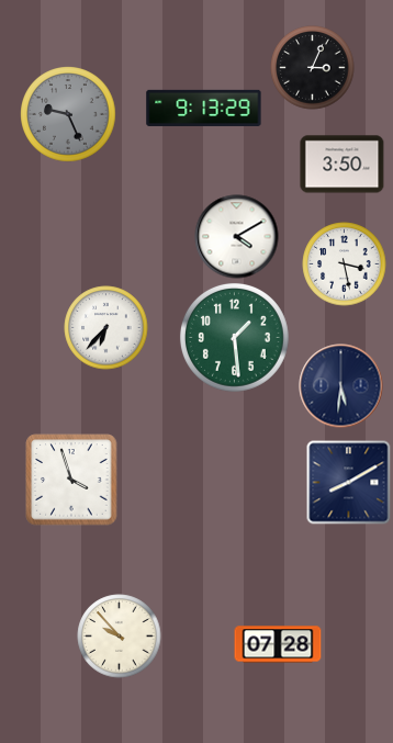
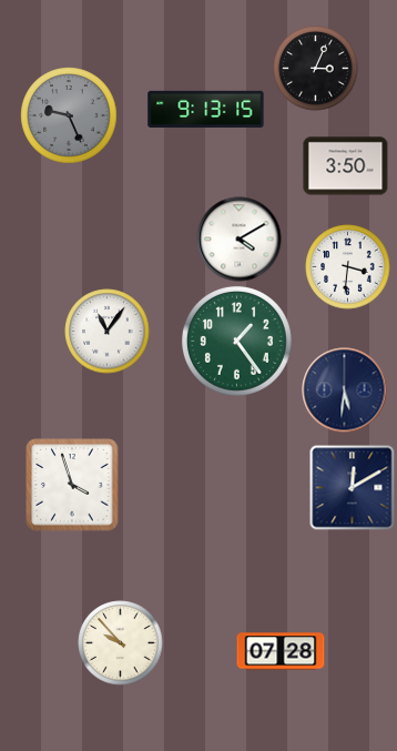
clock at (204, 108): 9:13:29 -> 9:13:15
clock at (345, 264): 3:28 -> 3:31
clock at (106, 328): 6:37 -> 11:06
clock at (234, 337): 1:29 -> 1:24
clock at (349, 483): 8:10 -> 12:10
